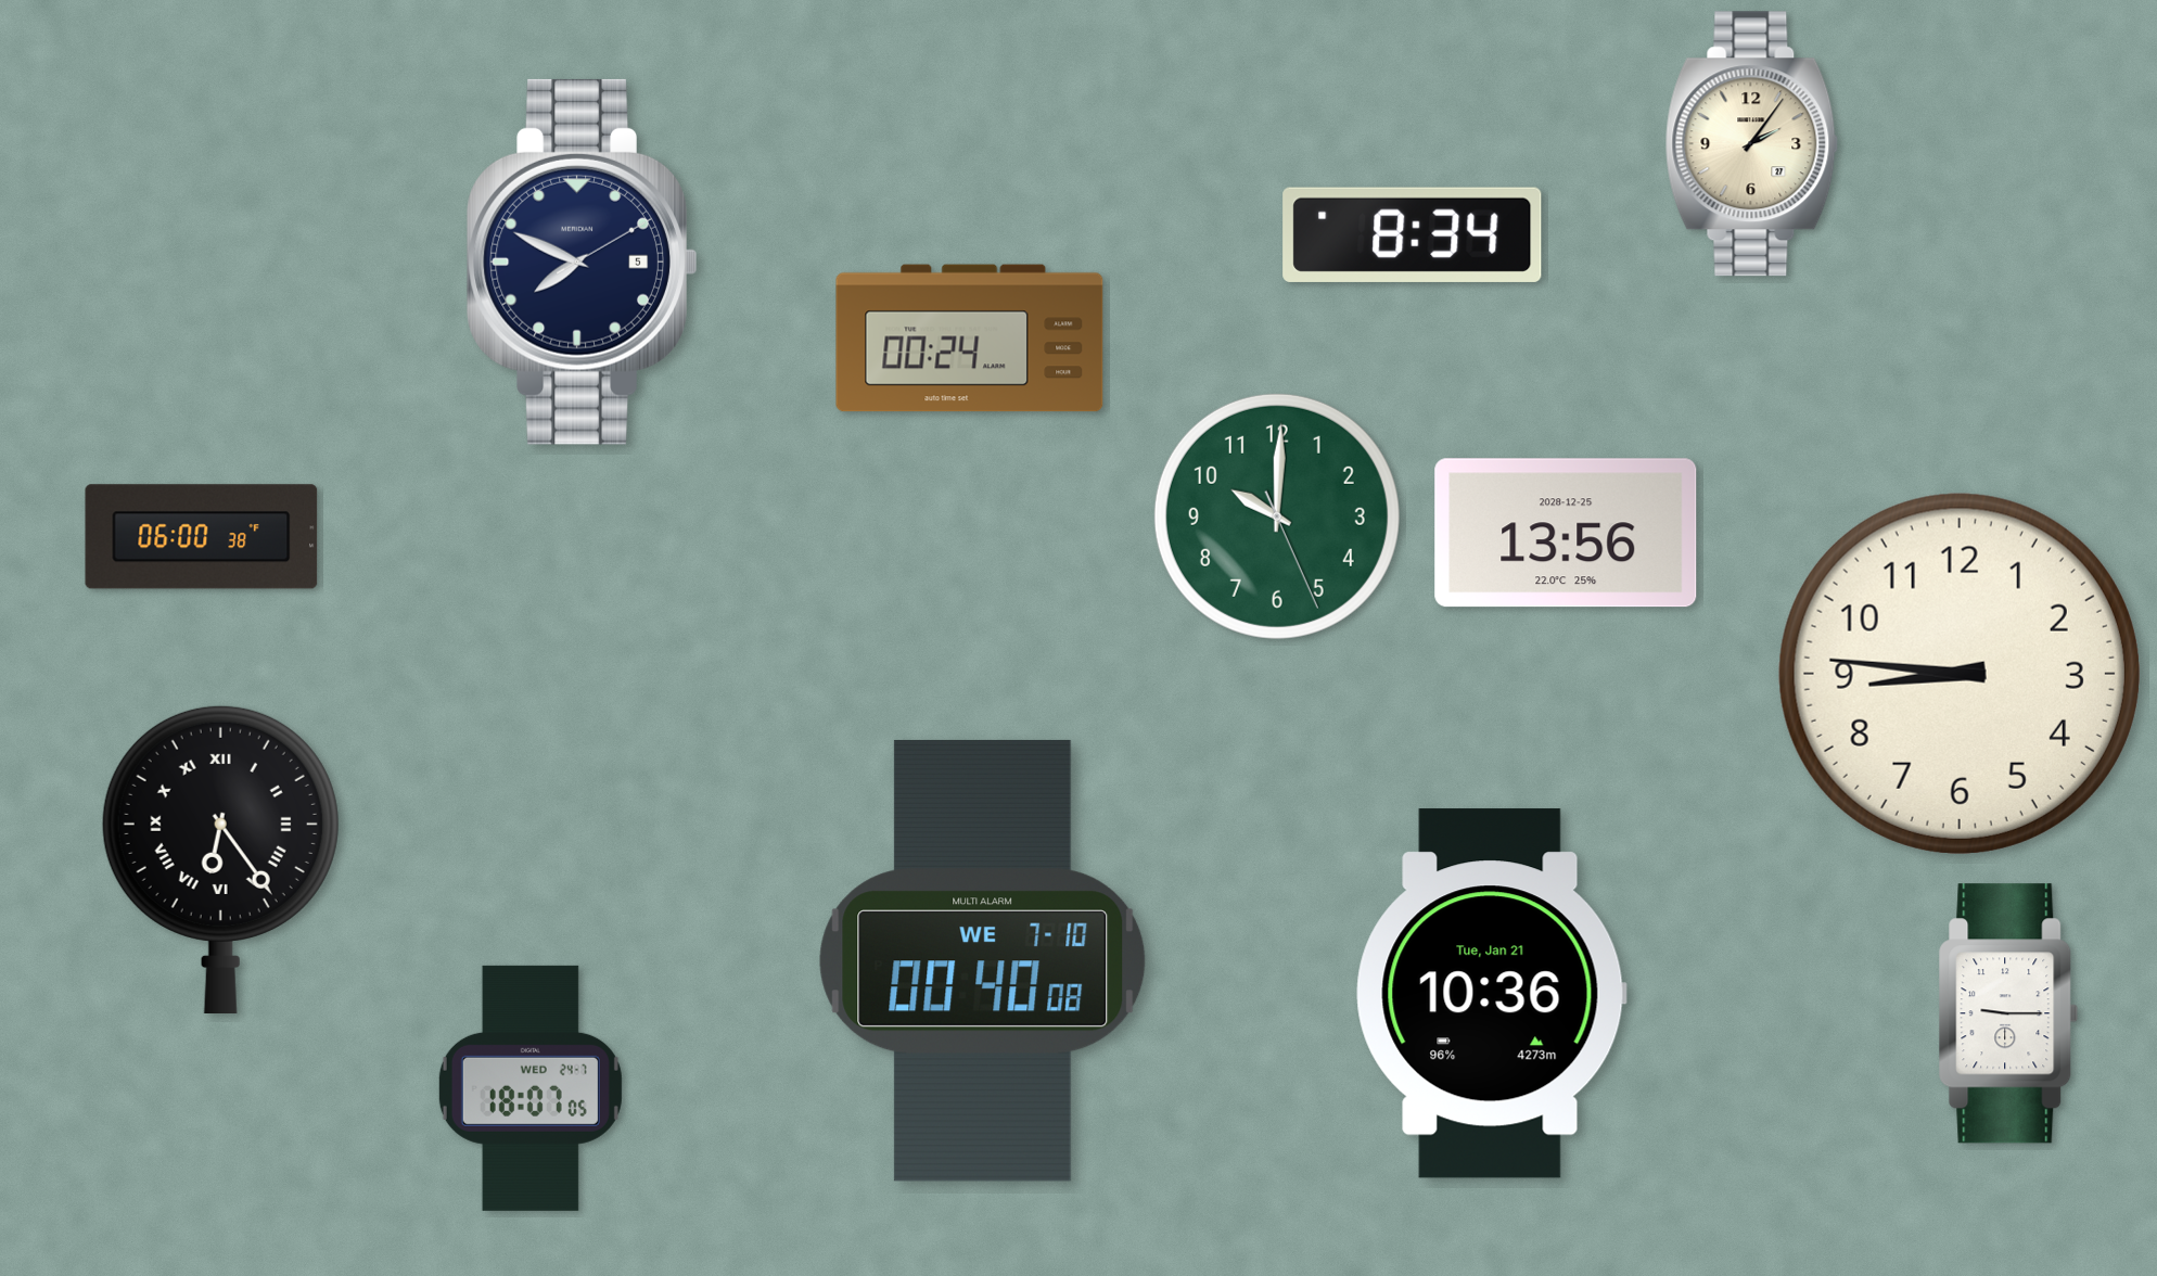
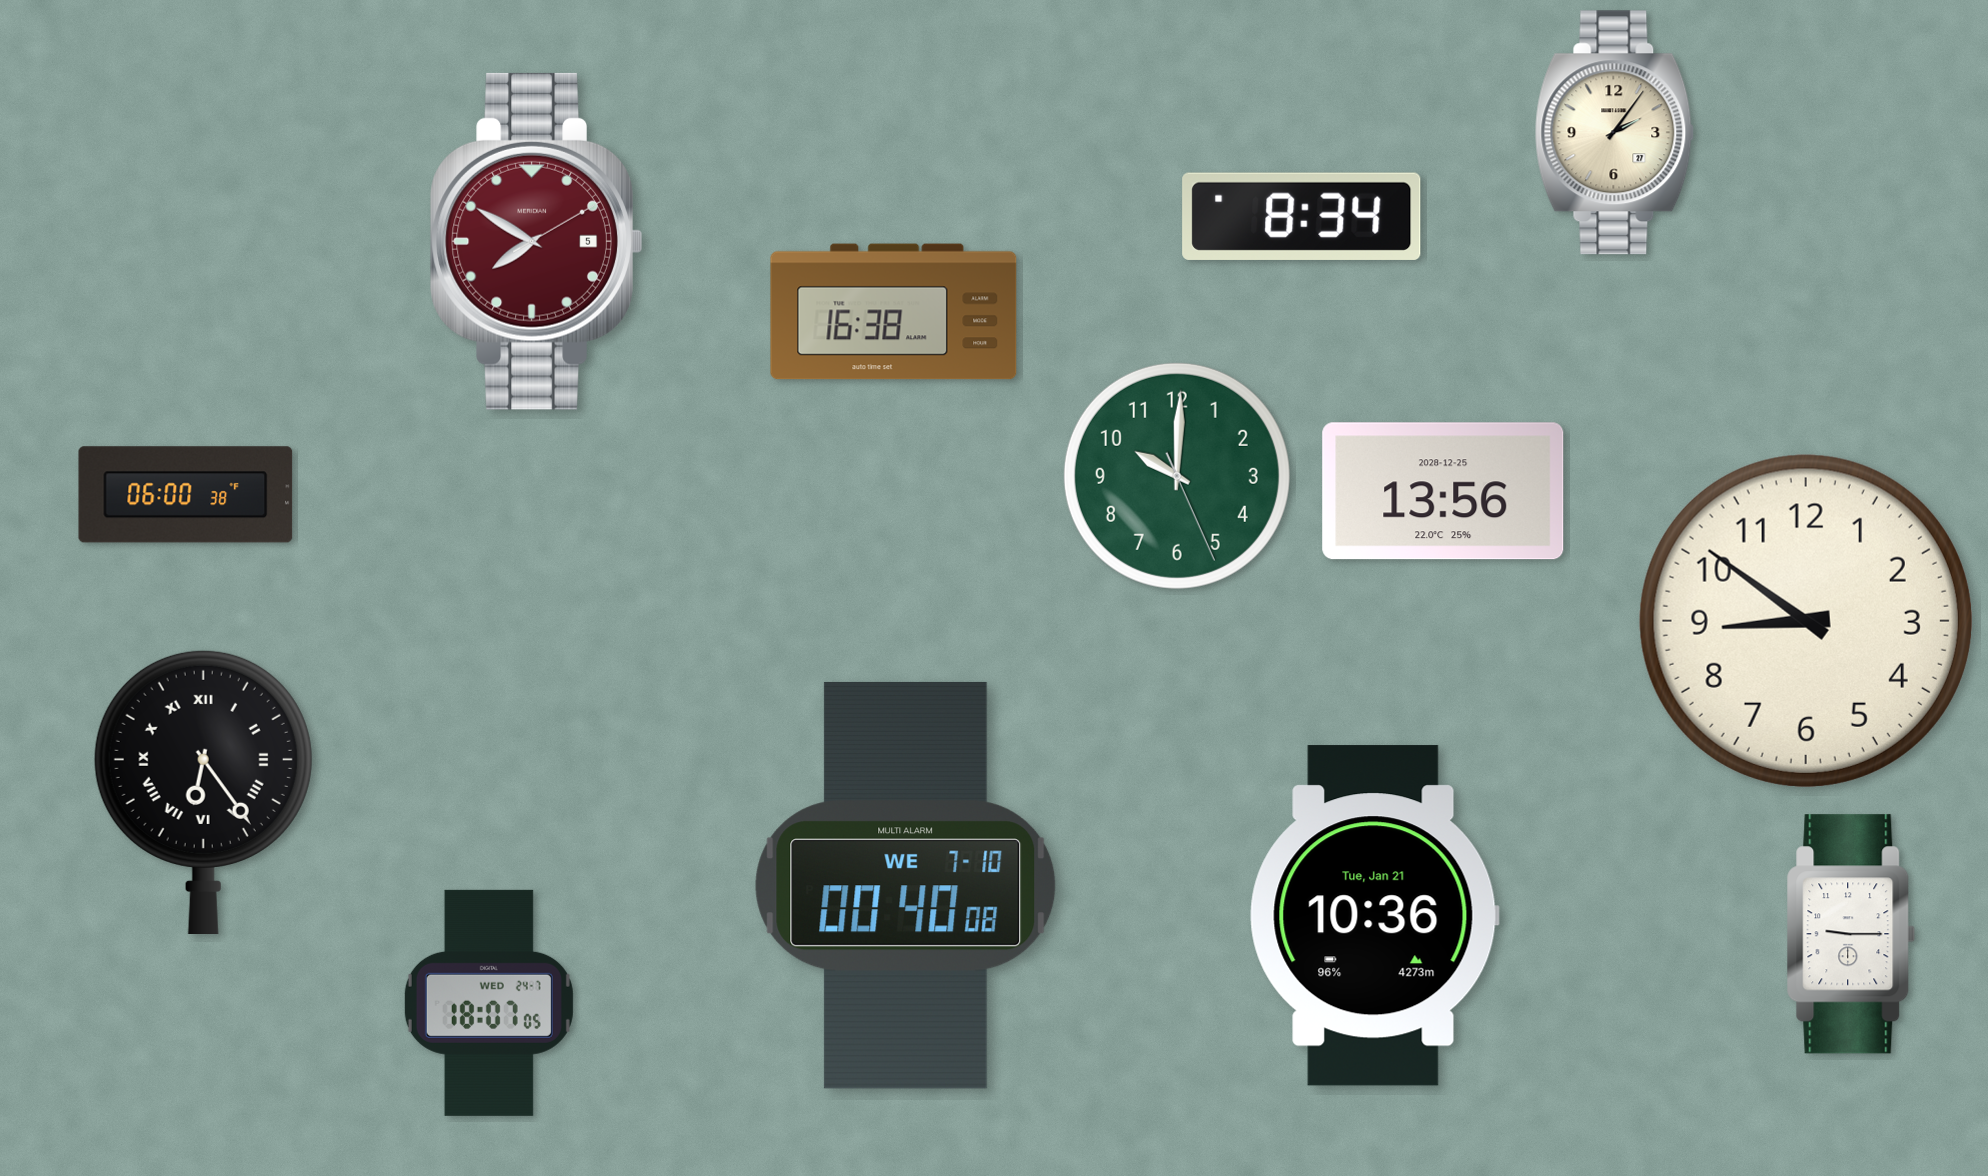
clock at (583, 261): 7:49 -> 7:50
clock at (583, 261) dial: navy -> burgundy
clock at (970, 339): 00:24 -> 16:38
clock at (1960, 674): 8:46 -> 8:51
